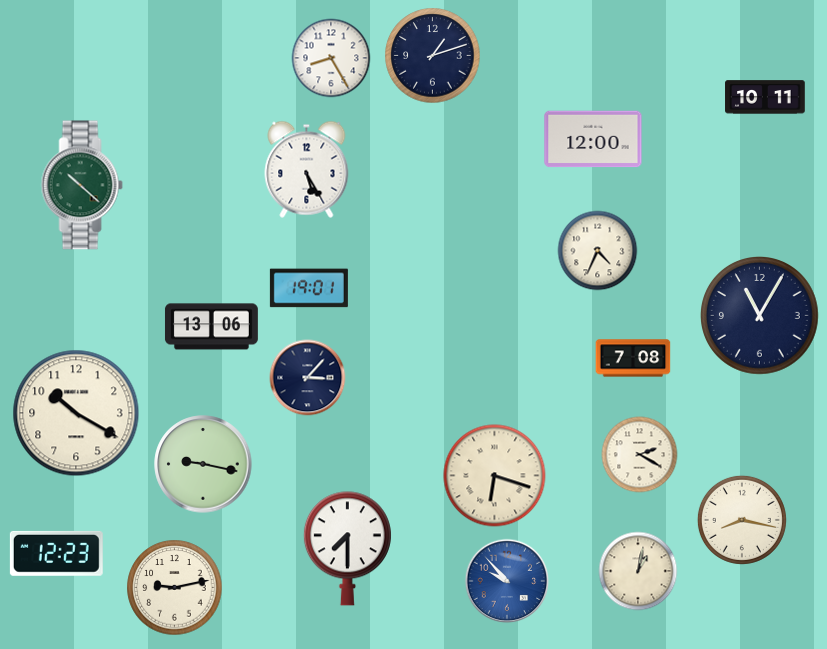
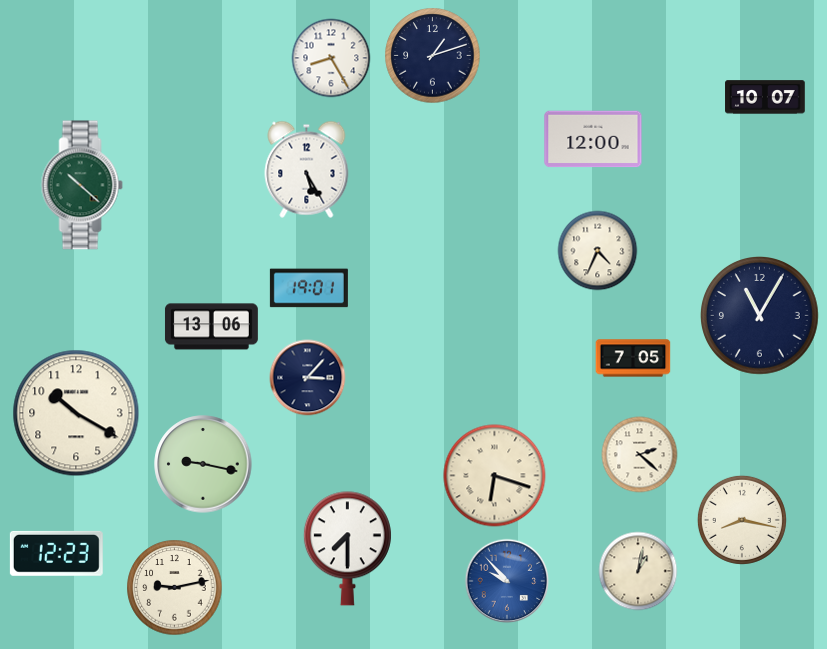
clock at (765, 97): 10:11 -> 10:07
clock at (633, 358): 7:08 -> 7:05
clock at (640, 455): 2:20 -> 2:22
